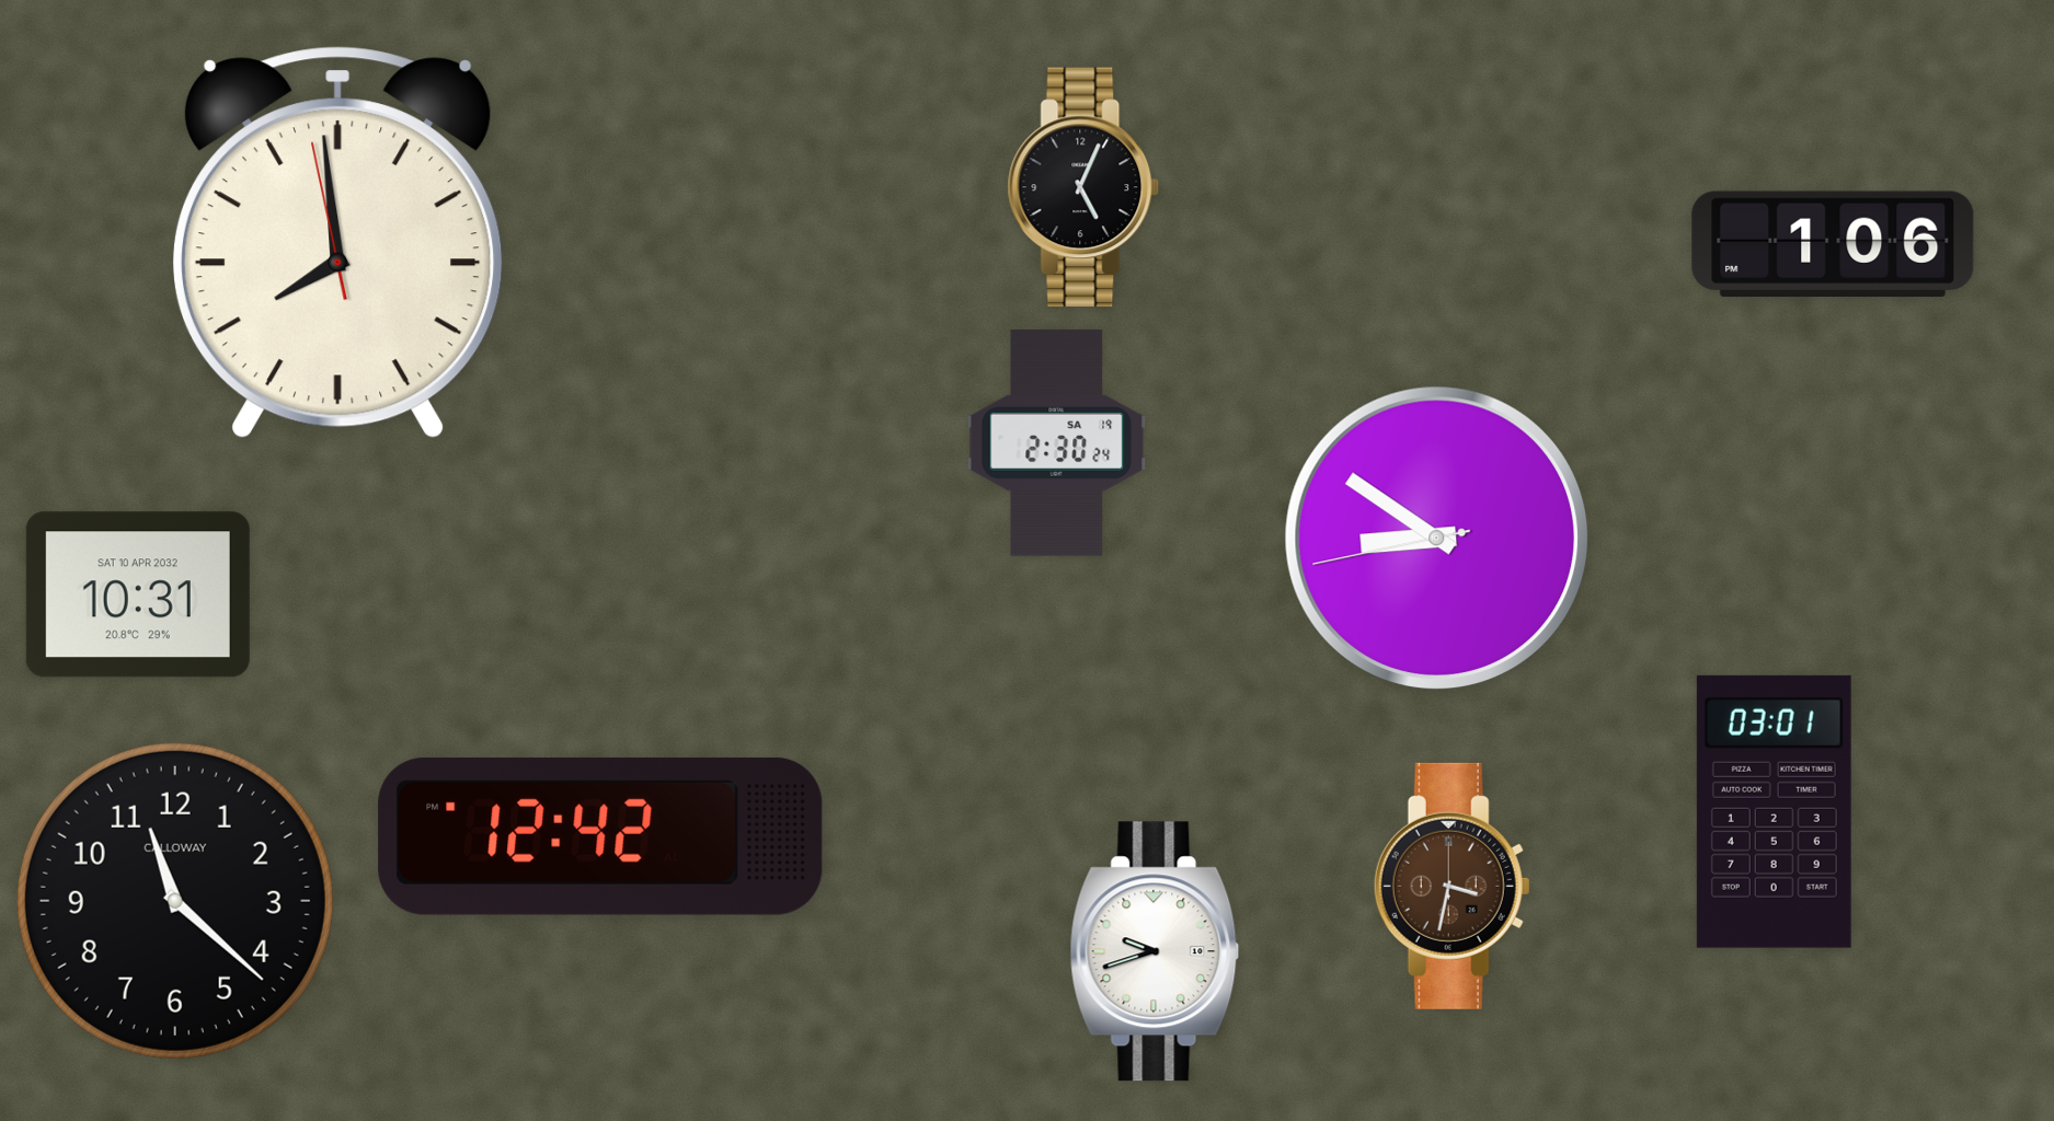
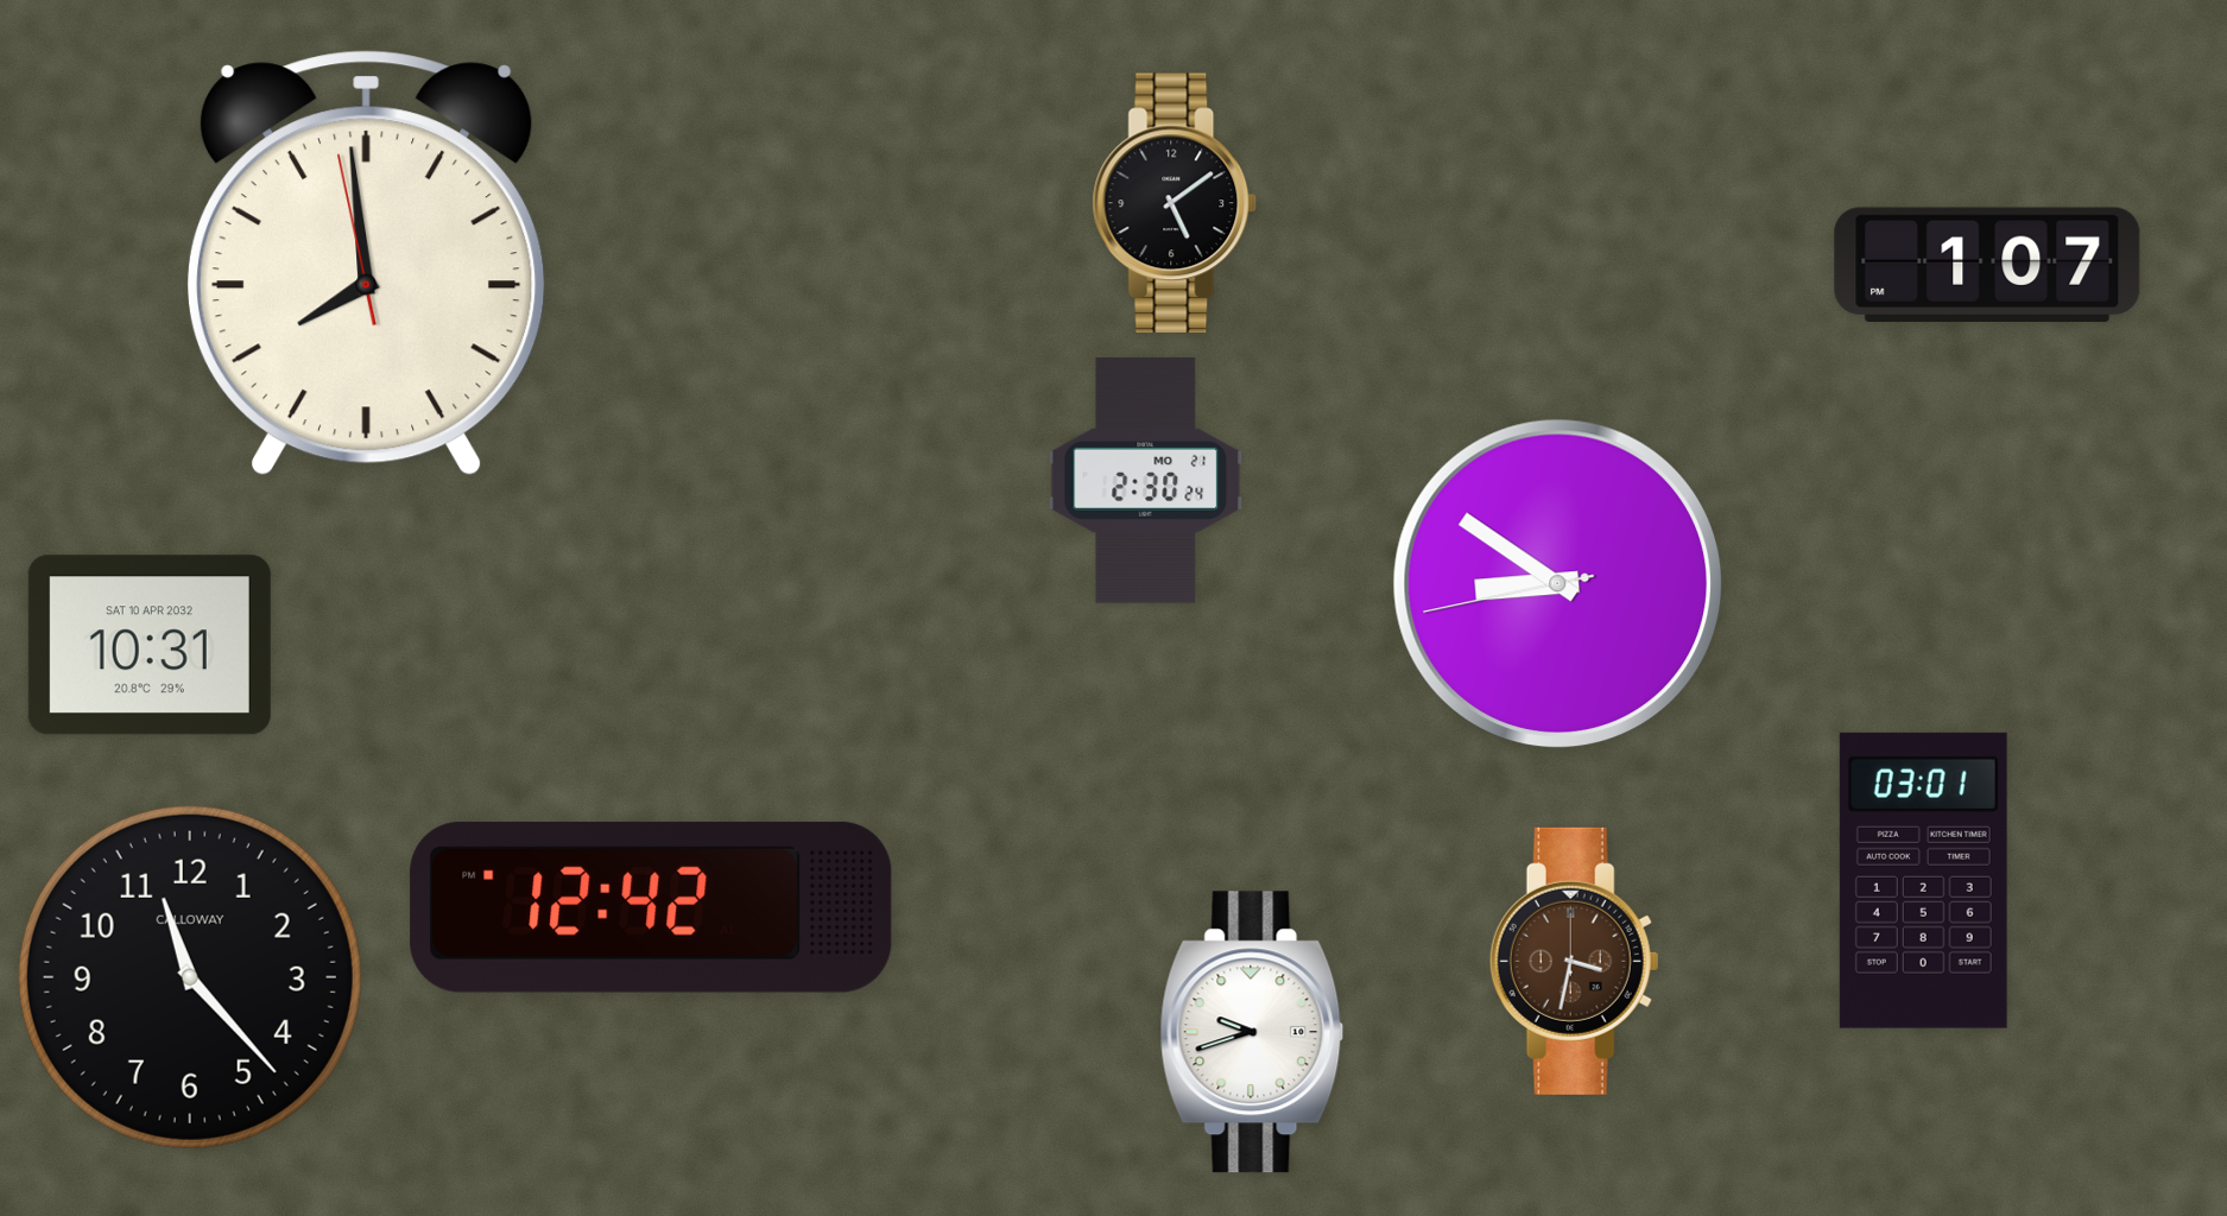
clock at (1083, 187): 5:04 -> 5:09
clock at (1833, 244): 1:06 -> 1:07
clock at (1057, 443) date: SA 19 -> MO 21
clock at (175, 901): 11:22 -> 11:23
